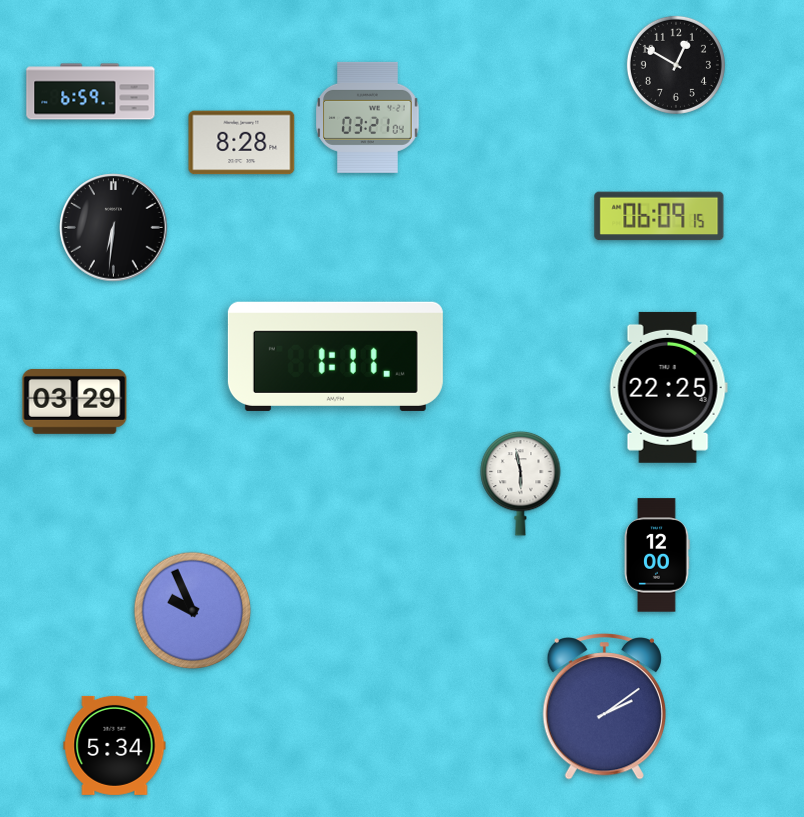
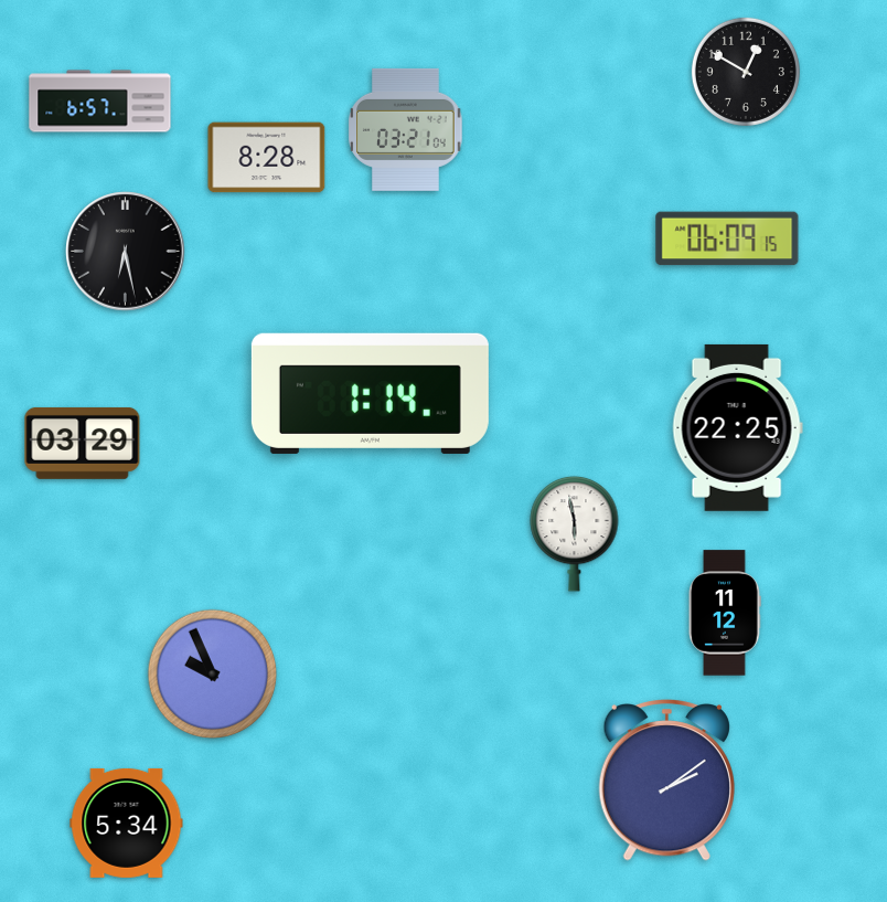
clock at (91, 92): 6:59 -> 6:57
clock at (114, 228): 6:31 -> 6:28
clock at (335, 356): 1:11 -> 1:14
clock at (657, 555): 12:00 -> 11:12
